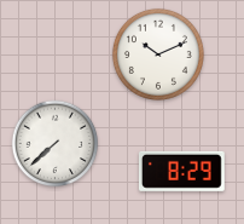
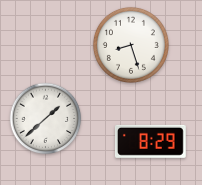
clock at (158, 54): 10:11 -> 8:27
clock at (56, 144): 7:38 -> 1:38
